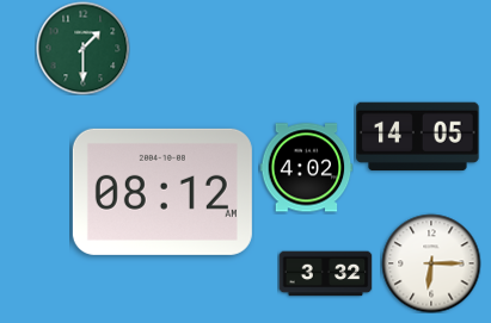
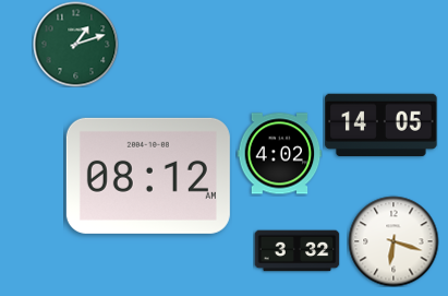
clock at (82, 48): 1:30 -> 1:12
clock at (431, 263): 6:15 -> 6:18
